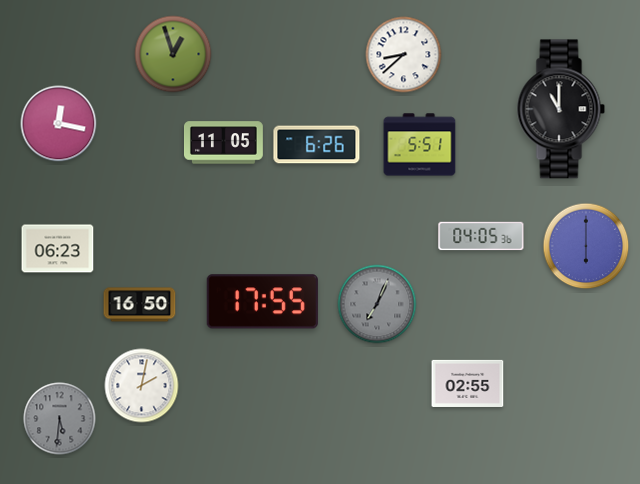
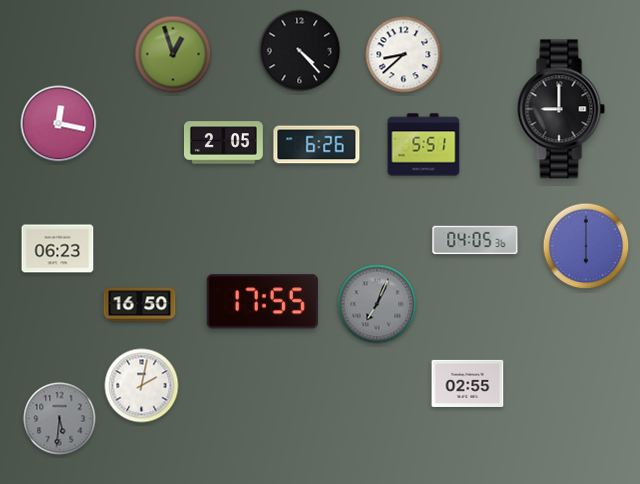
clock at (300, 51): none -> 4:23
clock at (561, 109): 11:00 -> 9:00
clock at (224, 143): 11:05 -> 2:05
clock at (420, 145) position: (420, 145) -> (424, 145)
clock at (481, 236) position: (481, 236) -> (475, 240)
